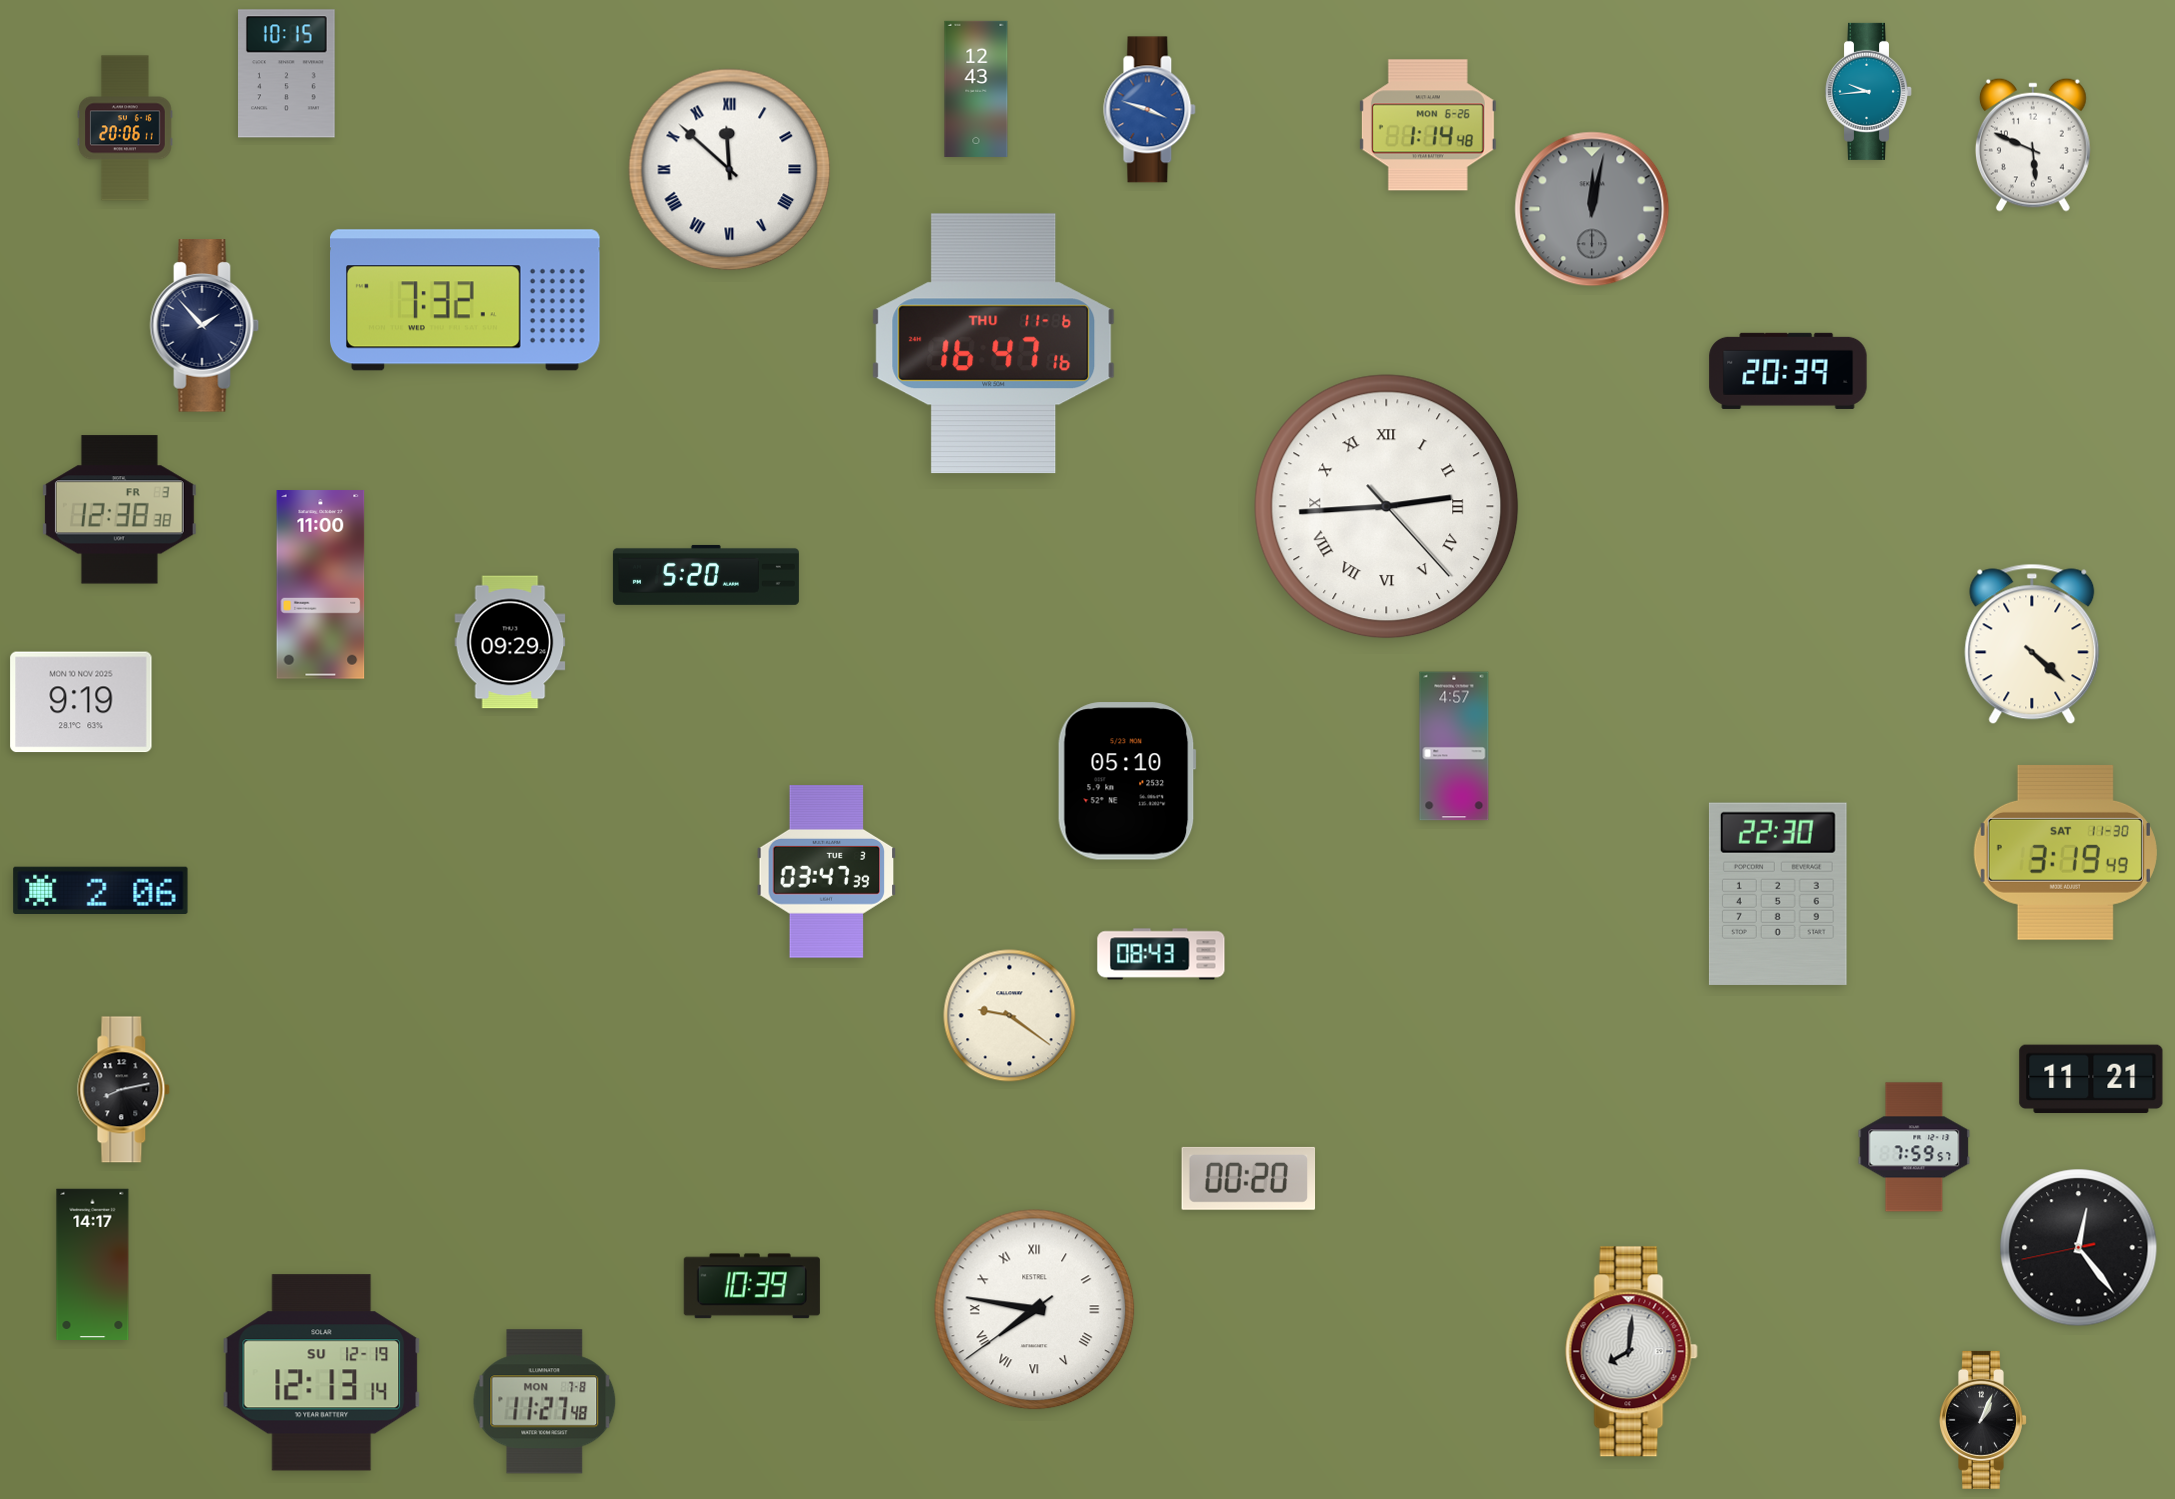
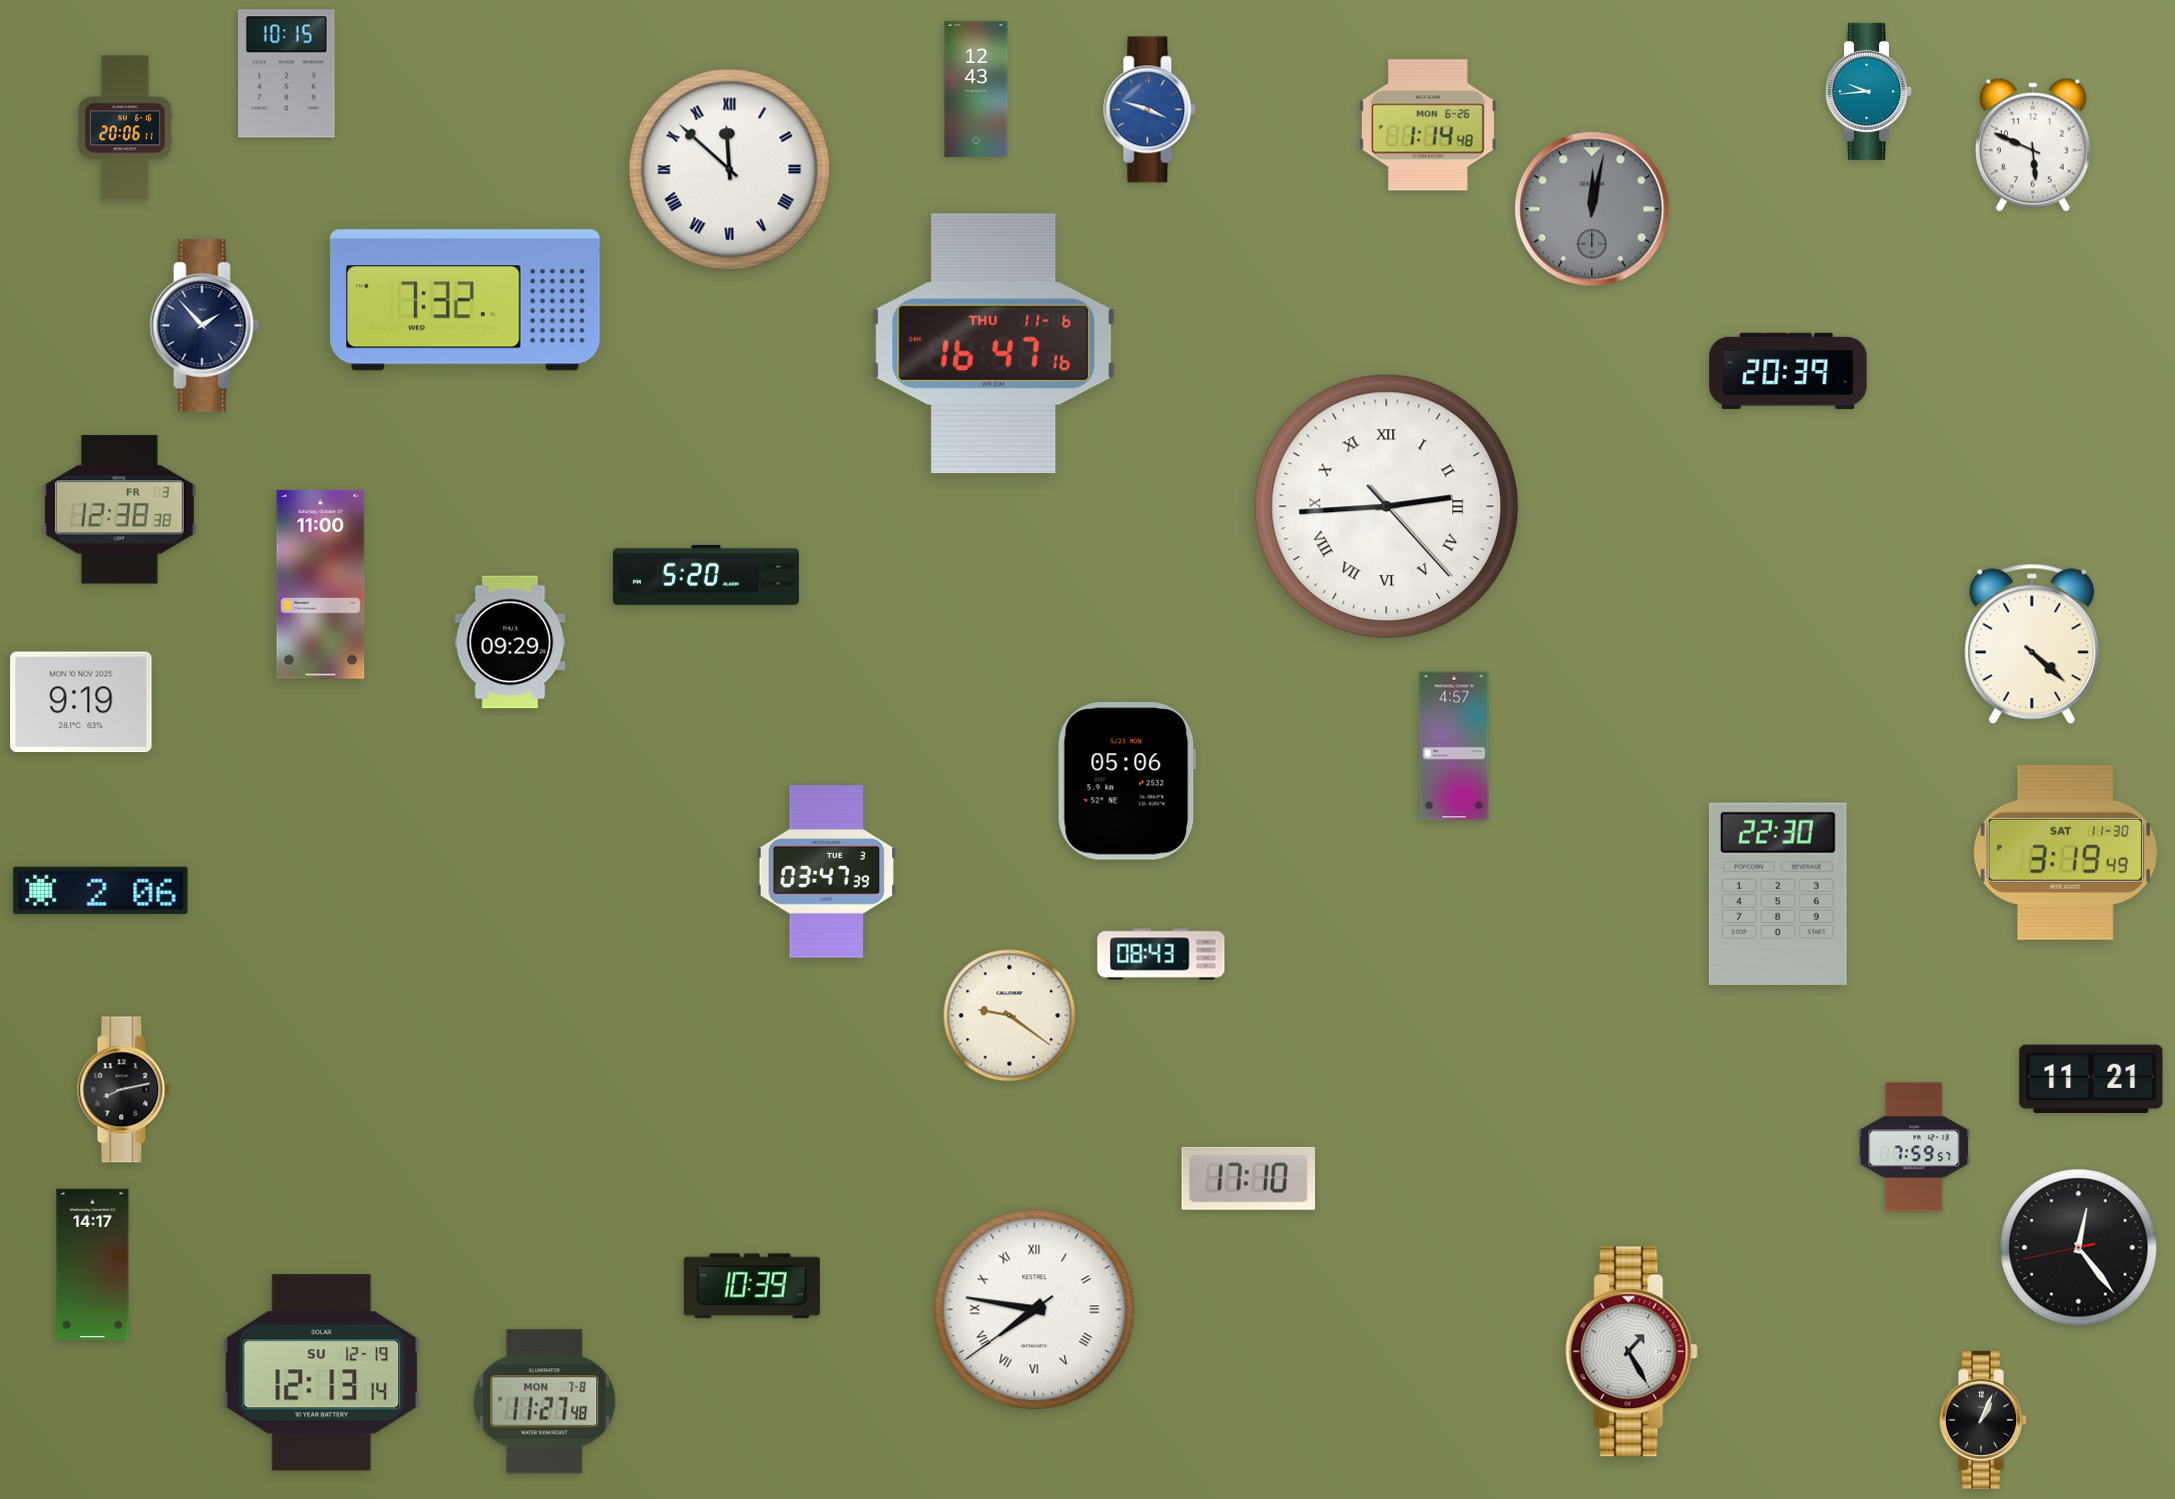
clock at (1127, 781): 05:10 -> 05:06
clock at (1249, 1178): 00:20 -> 17:10
clock at (1631, 1352): 8:01 -> 1:25
